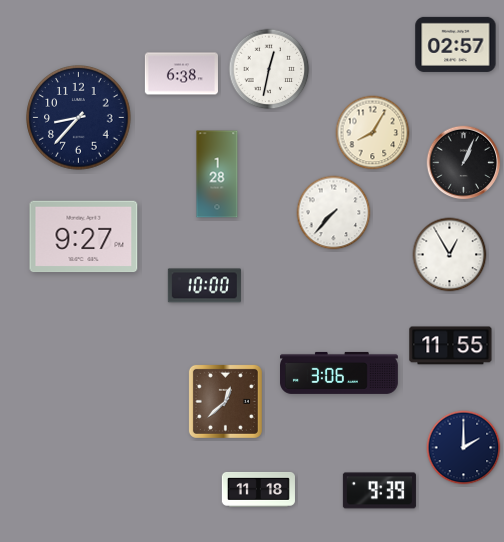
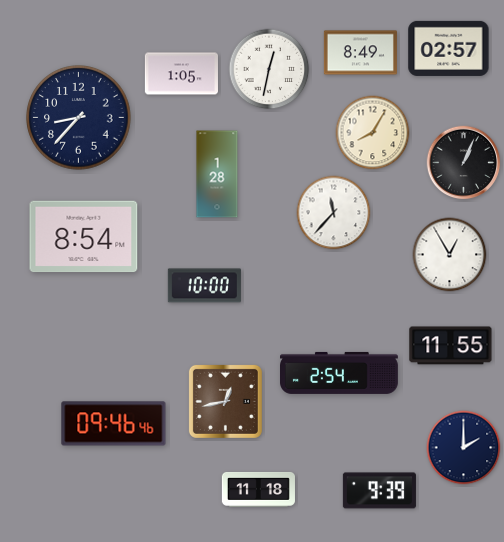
clock at (456, 44) position: (456, 44) -> (449, 48)
clock at (360, 53): none -> 8:49
clock at (181, 74): 6:38 -> 1:05
clock at (334, 213): 7:37 -> 11:37
clock at (84, 237): 9:27 -> 8:54
clock at (340, 373): 3:06 -> 2:54
clock at (225, 401): 12:38 -> 12:43
clock at (114, 424): none -> 09:46
